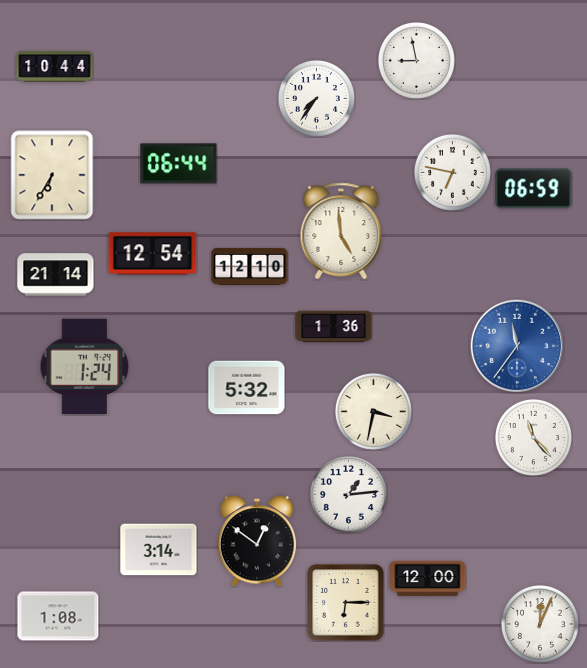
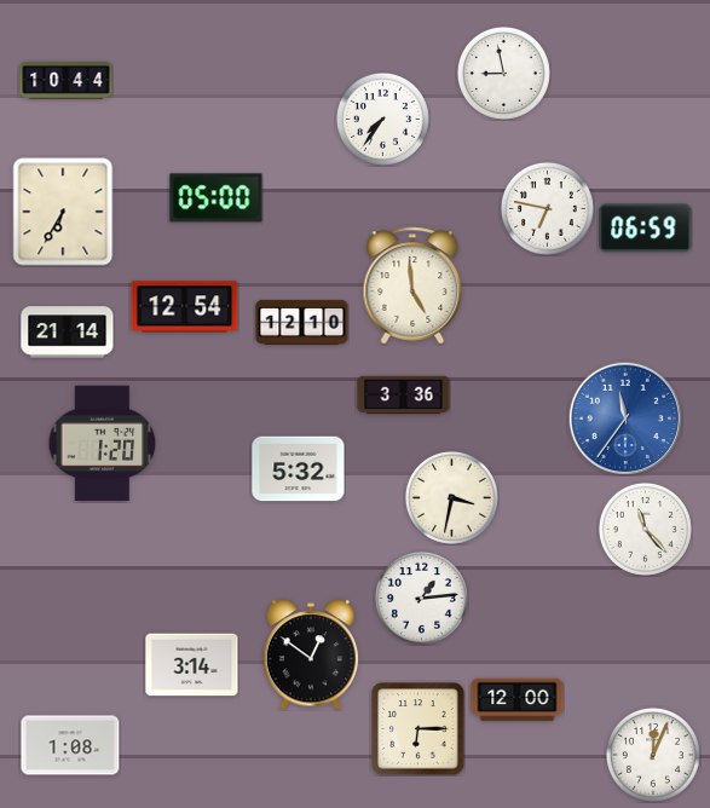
clock at (179, 164): 06:44 -> 05:00
clock at (341, 231) position: (341, 231) -> (412, 285)
clock at (334, 327): 1:36 -> 3:36
clock at (85, 366): 1:24 -> 1:20
